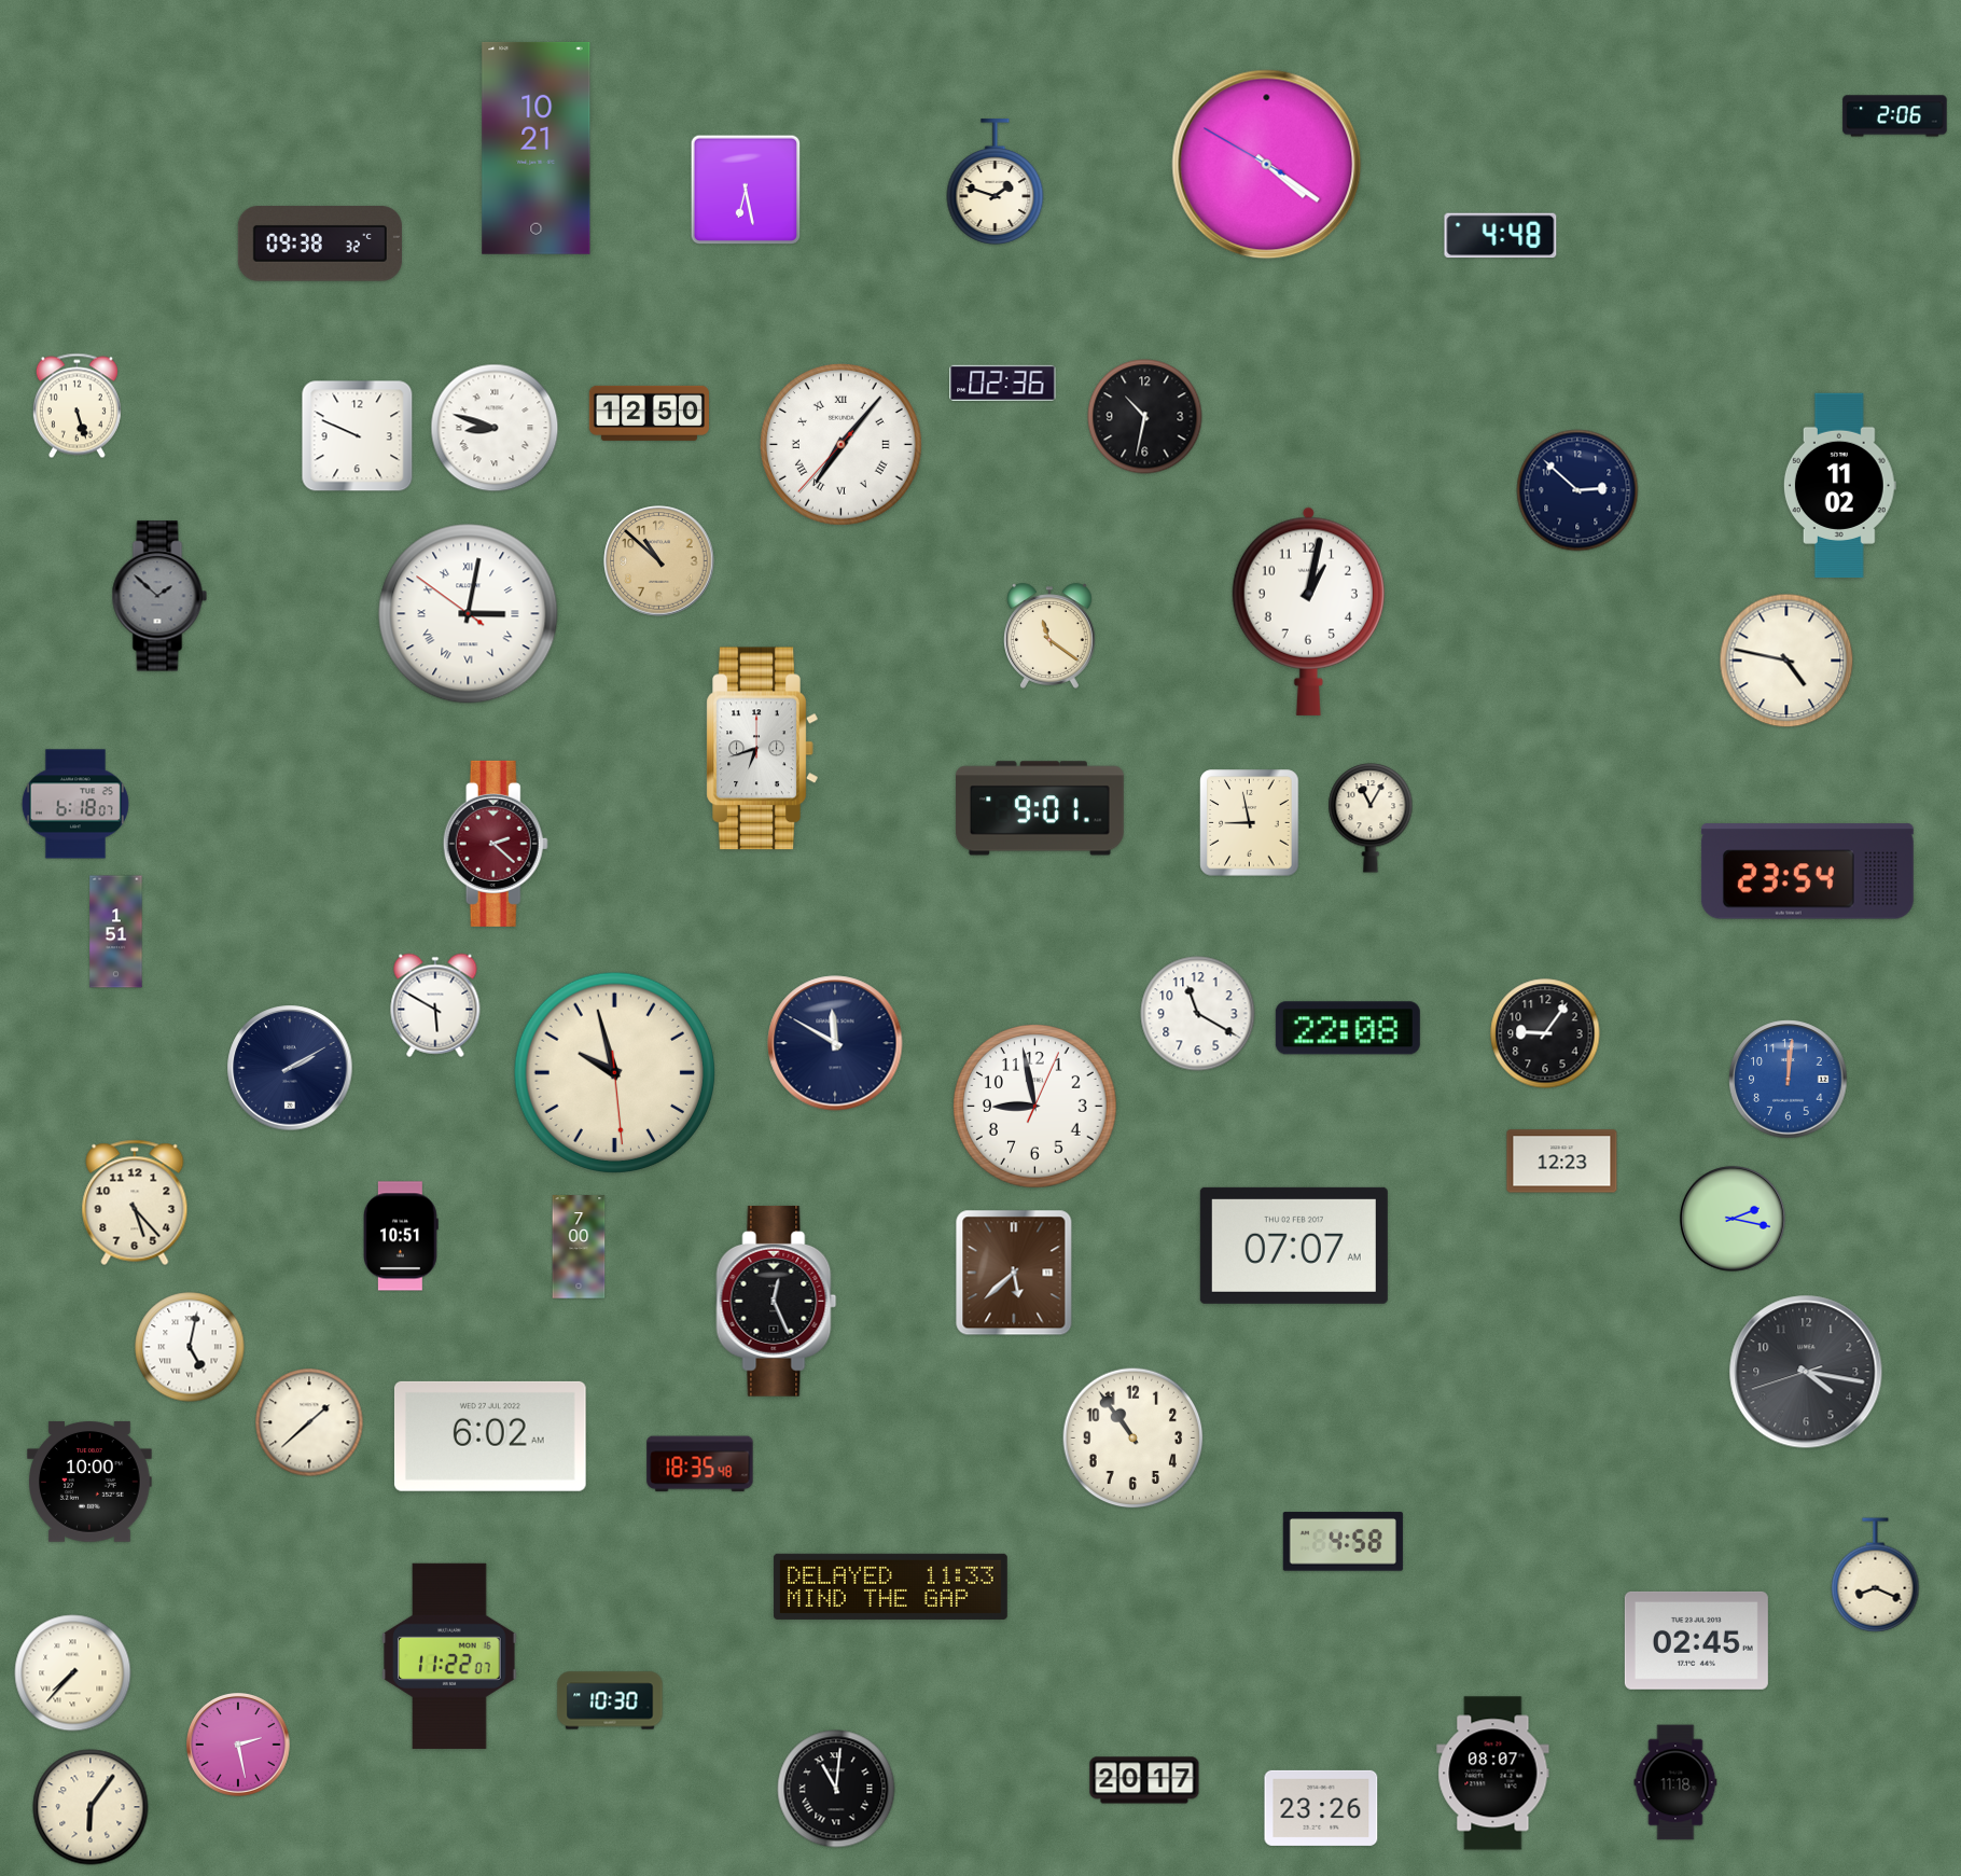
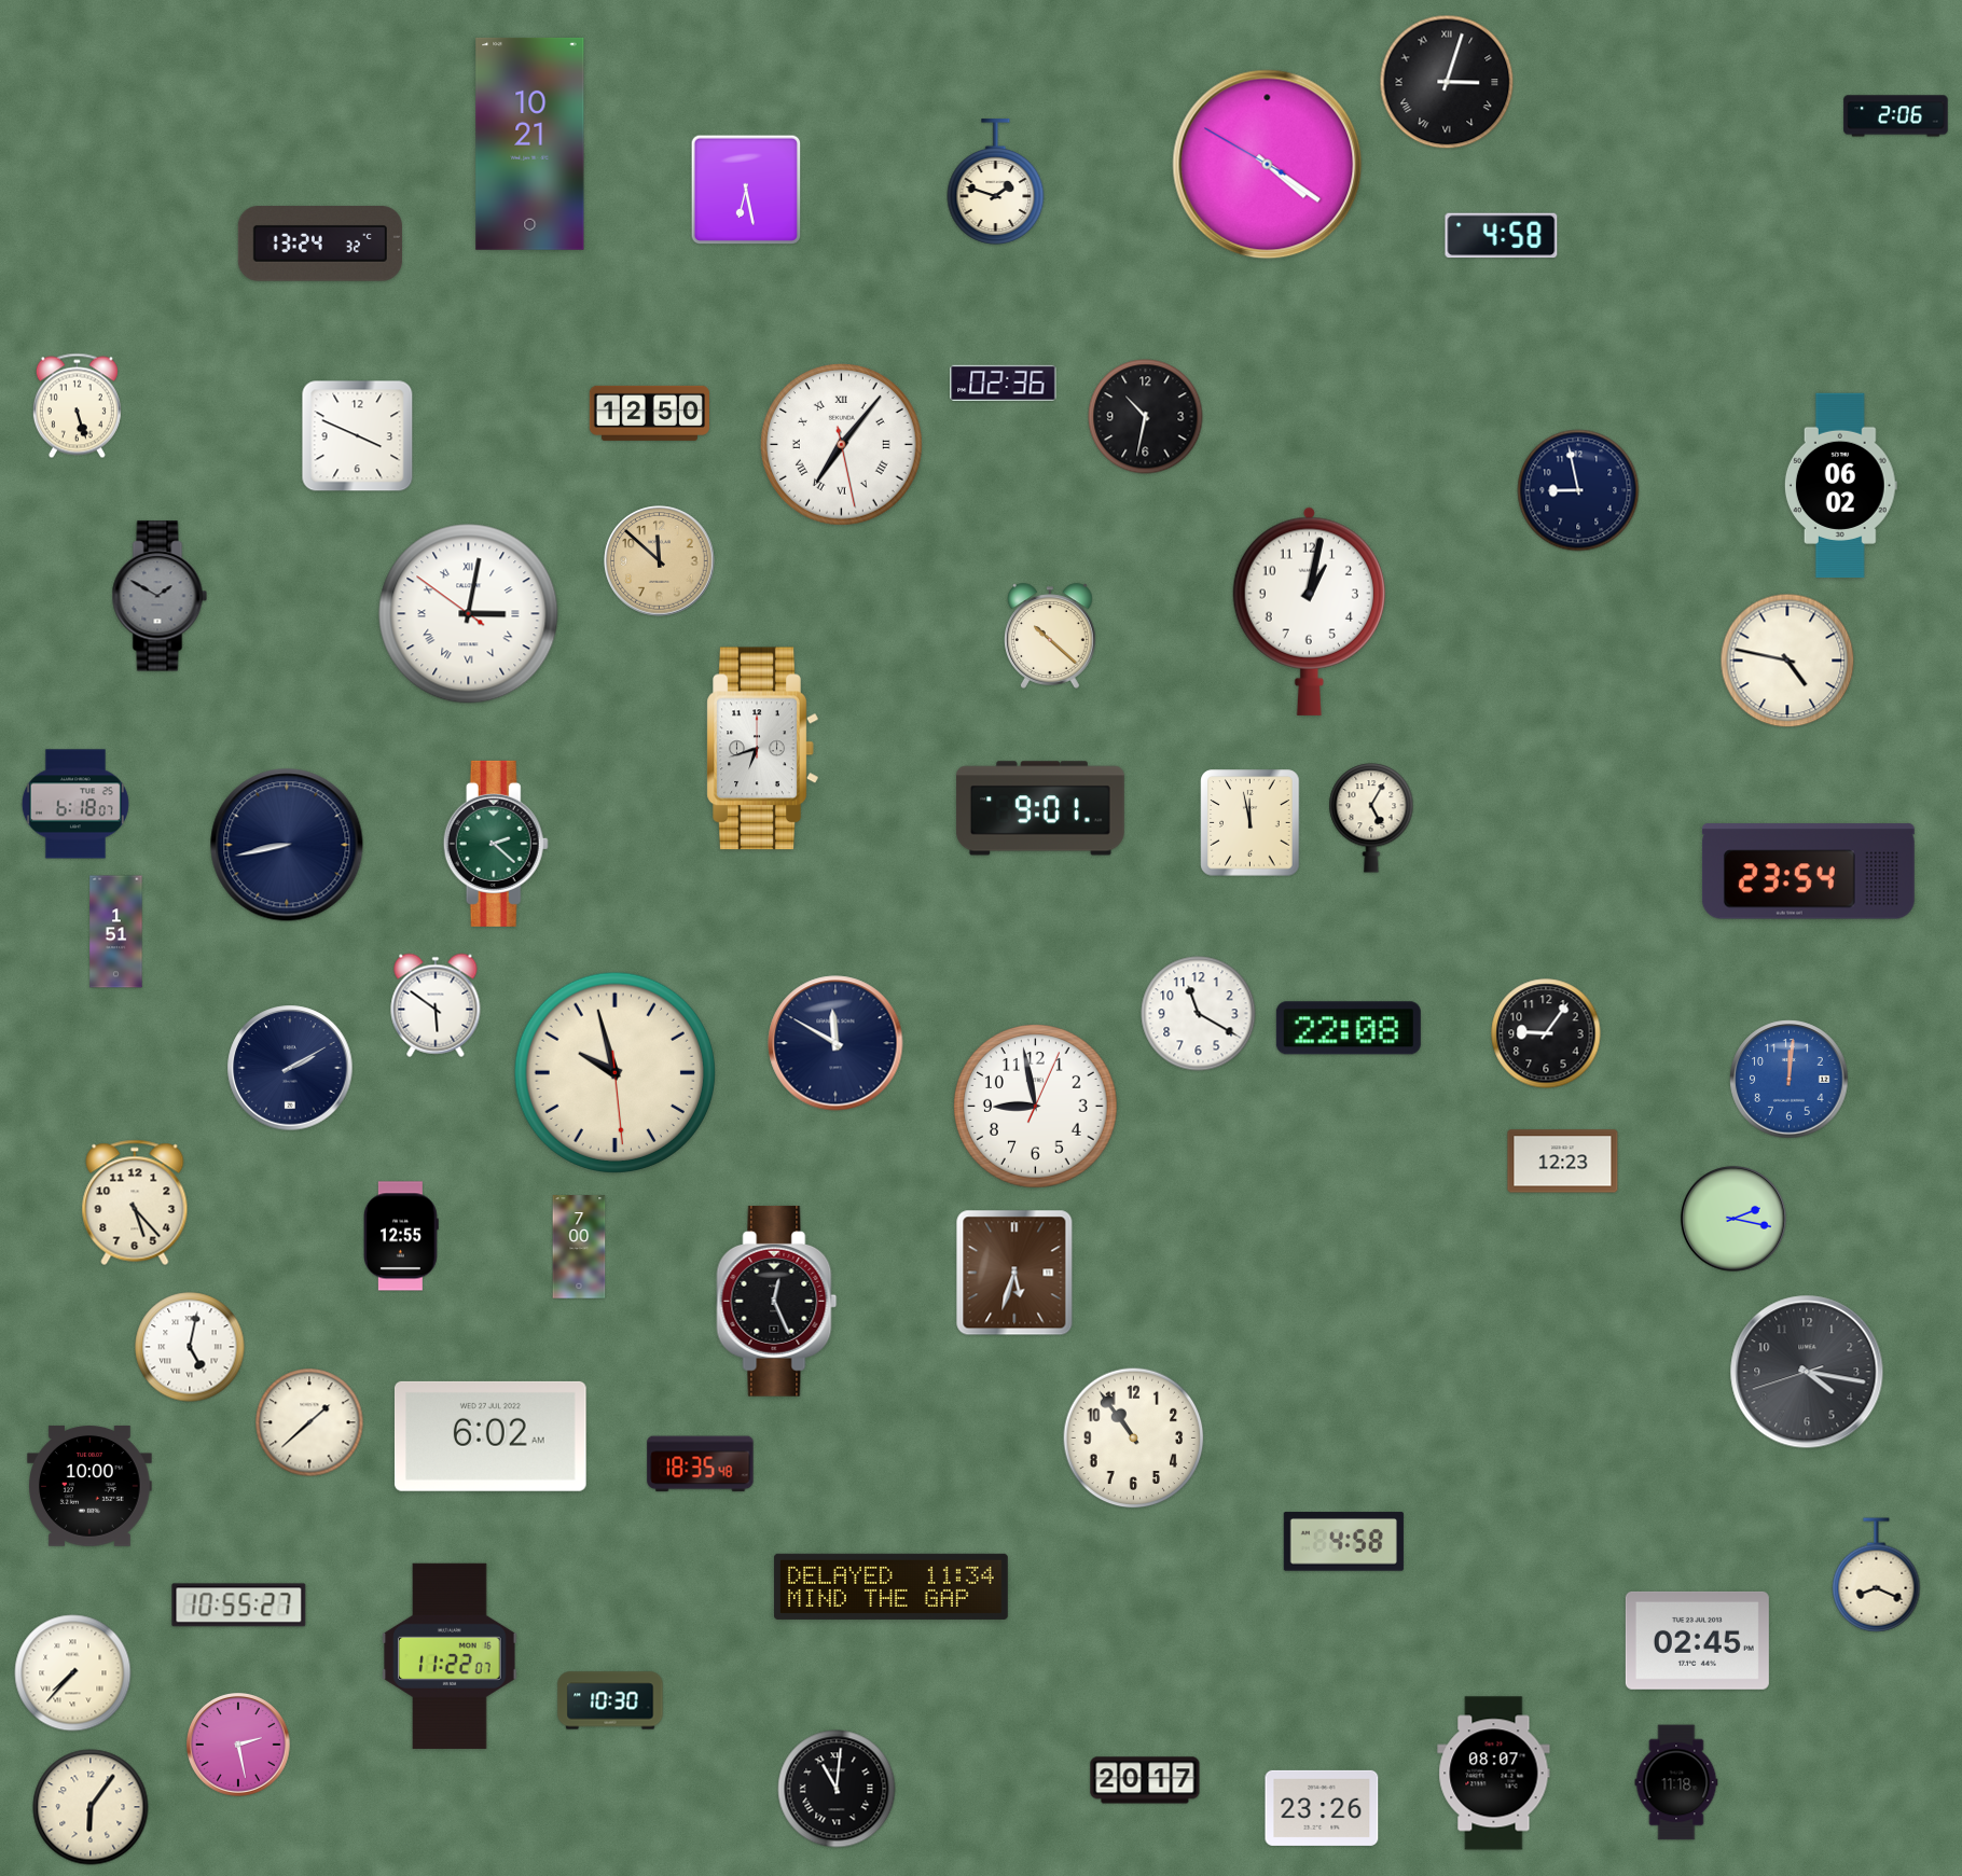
clock at (1447, 82): none -> 3:03
clock at (537, 148) position: (537, 148) -> (530, 143)
clock at (1501, 236): 4:48 -> 4:58
clock at (320, 244): 09:38 -> 13:24
clock at (495, 428): 8:48 -> none
clock at (358, 436): 9:49 -> 3:49
clock at (842, 445): 7:06:37 -> 7:06:28
clock at (1839, 486): 11:02 -> 06:02
clock at (1577, 490): 2:52 -> 8:58
clock at (659, 561): 10:52 -> 11:52
clock at (159, 596): 1:52 -> 1:50
clock at (1051, 636): 11:21 -> 10:22
clock at (1371, 818): 11:05 -> 5:05
clock at (1250, 823): 8:58 -> 11:58
clock at (496, 844) dial: burgundy -> green
clock at (287, 845): none -> 8:43
clock at (435, 1005): 5:50 -> 5:51
clock at (402, 1236): 10:51 -> 12:55
clock at (1294, 1246): 07:07 -> none
clock at (1014, 1273): 5:38 -> 5:33
clock at (89, 1482) position: (89, 1482) -> (89, 1486)
clock at (890, 1586): 11:33 -> 11:34
clock at (239, 1606): none -> 10:55
